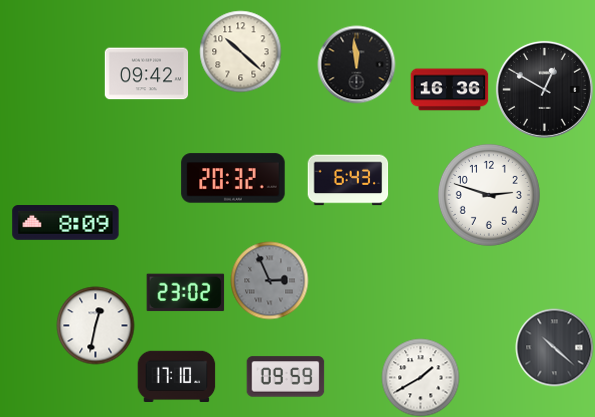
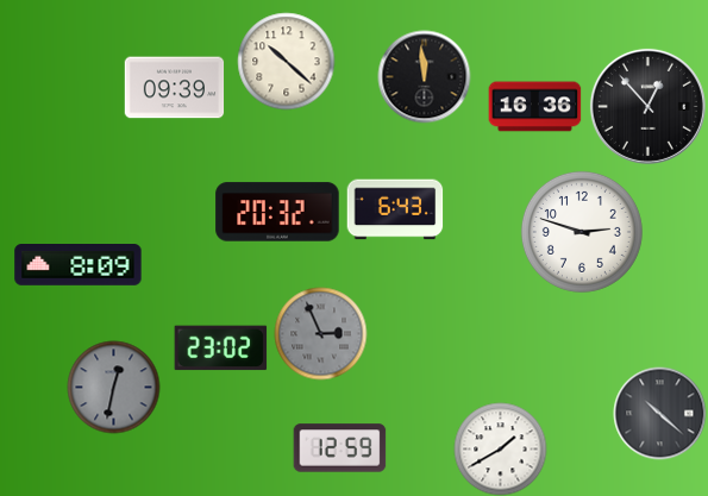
clock at (146, 74): 09:42 -> 09:39
clock at (544, 89): 12:50 -> 12:53
clock at (348, 180) position: (348, 180) -> (395, 209)
clock at (95, 325) dial: white -> grey
clock at (176, 376): 17:10 -> none
clock at (285, 377): 09:59 -> 12:59
